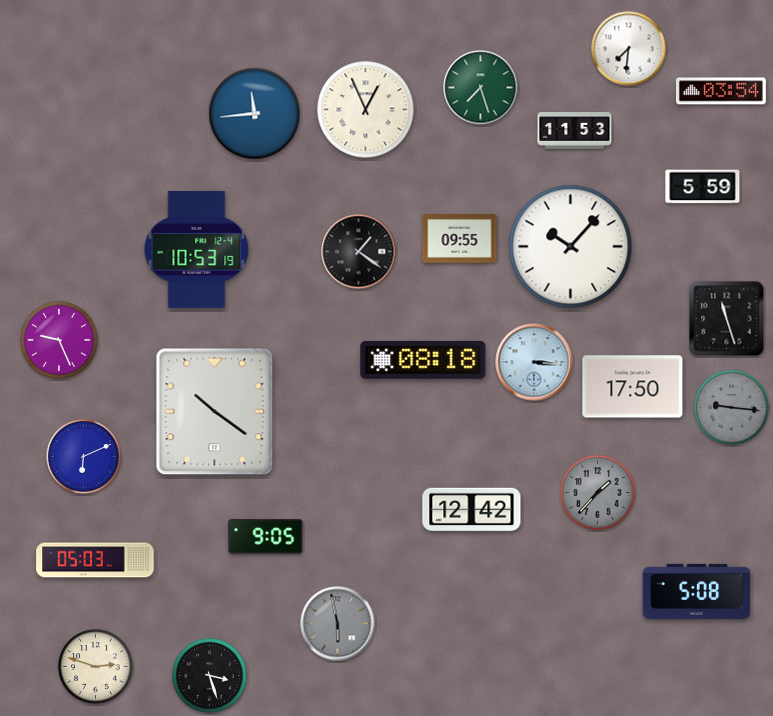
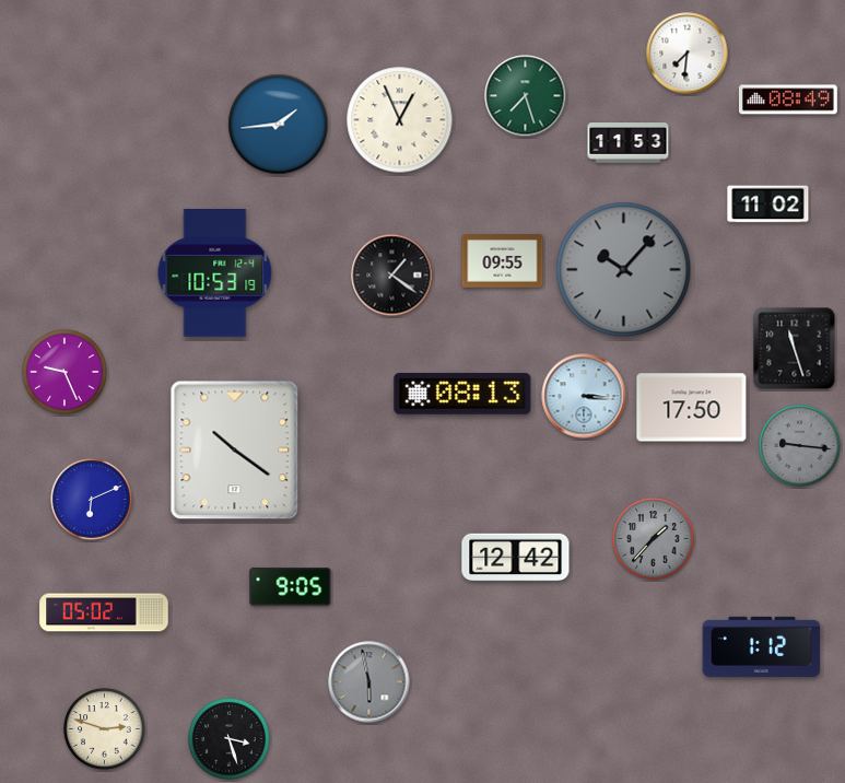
clock at (721, 91): 03:54 -> 08:49
clock at (255, 114): 11:44 -> 1:44
clock at (703, 187): 5:59 -> 11:02
clock at (571, 247) dial: white -> grey
clock at (423, 360): 08:18 -> 08:13
clock at (633, 387) position: (633, 387) -> (692, 408)
clock at (95, 560): 05:03 -> 05:02
clock at (697, 591): 5:08 -> 1:12
